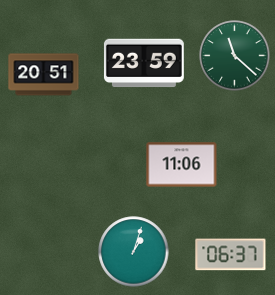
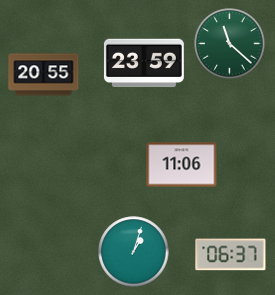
clock at (235, 56) position: (235, 56) -> (230, 44)
clock at (44, 75): 20:51 -> 20:55
